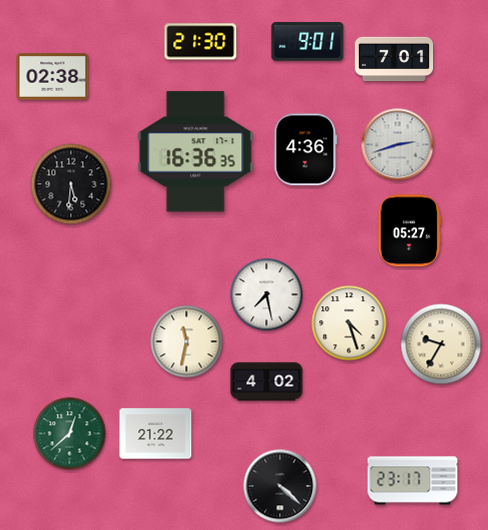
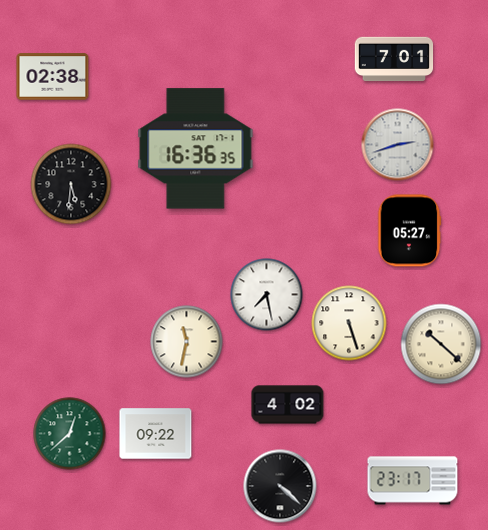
clock at (201, 42): 21:30 -> none
clock at (308, 42): 9:01 -> none
clock at (306, 150): 4:36 -> none
clock at (196, 152) position: (196, 152) -> (196, 149)
clock at (349, 323): 4:27 -> 5:27
clock at (441, 344): 9:35 -> 10:22
clock at (267, 382) position: (267, 382) -> (288, 405)
clock at (156, 434): 21:22 -> 09:22
